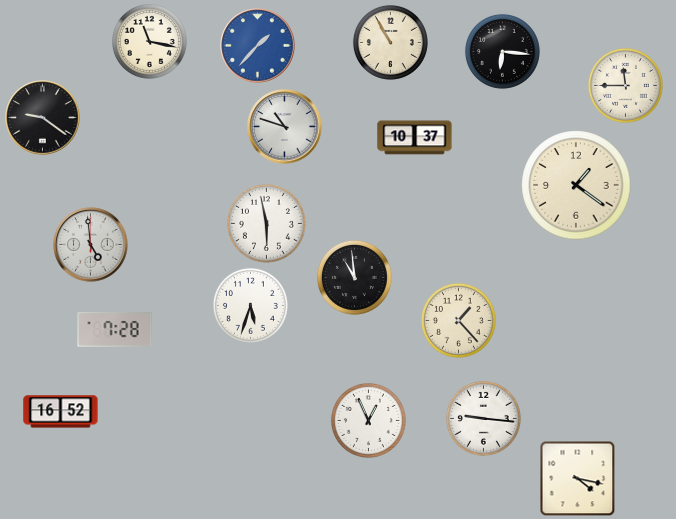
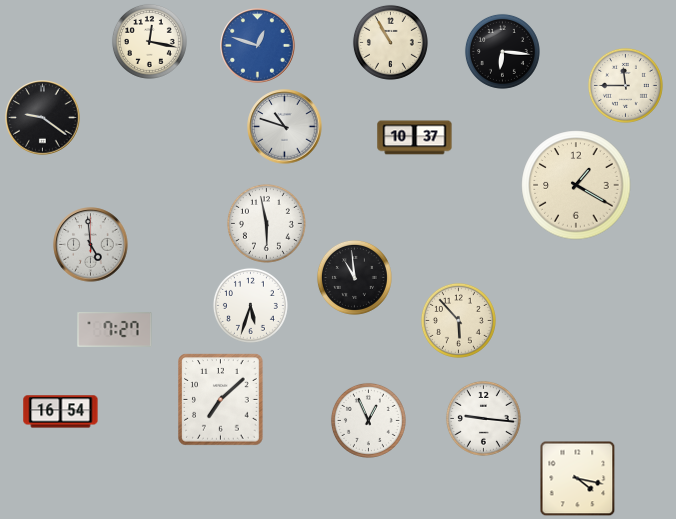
clock at (149, 41): 11:17 -> 12:17
clock at (258, 46): 1:37 -> 12:48
clock at (576, 185): 1:21 -> 1:20
clock at (458, 320): 1:23 -> 5:53
clock at (115, 329): 7:28 -> 7:27
clock at (221, 400): none -> 7:08
clock at (61, 412): 16:52 -> 16:54
